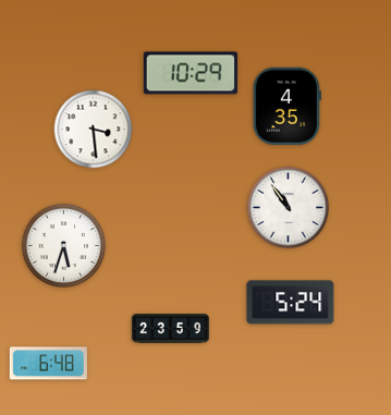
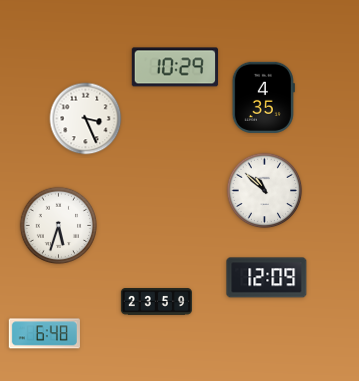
clock at (94, 130): 3:29 -> 3:26
clock at (289, 208): 10:54 -> 10:52
clock at (291, 303): 5:24 -> 12:09
